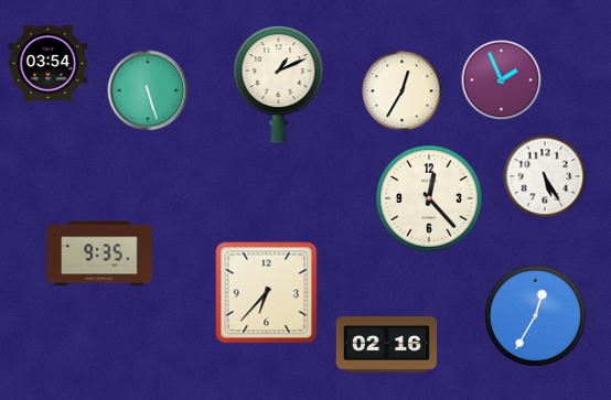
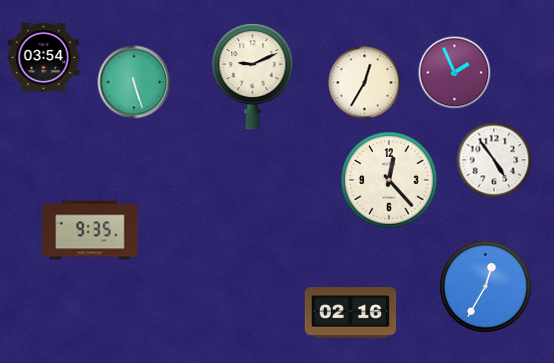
clock at (279, 85): 1:11 -> 9:11
clock at (545, 176): 5:25 -> 4:54
clock at (267, 293): 6:37 -> none
